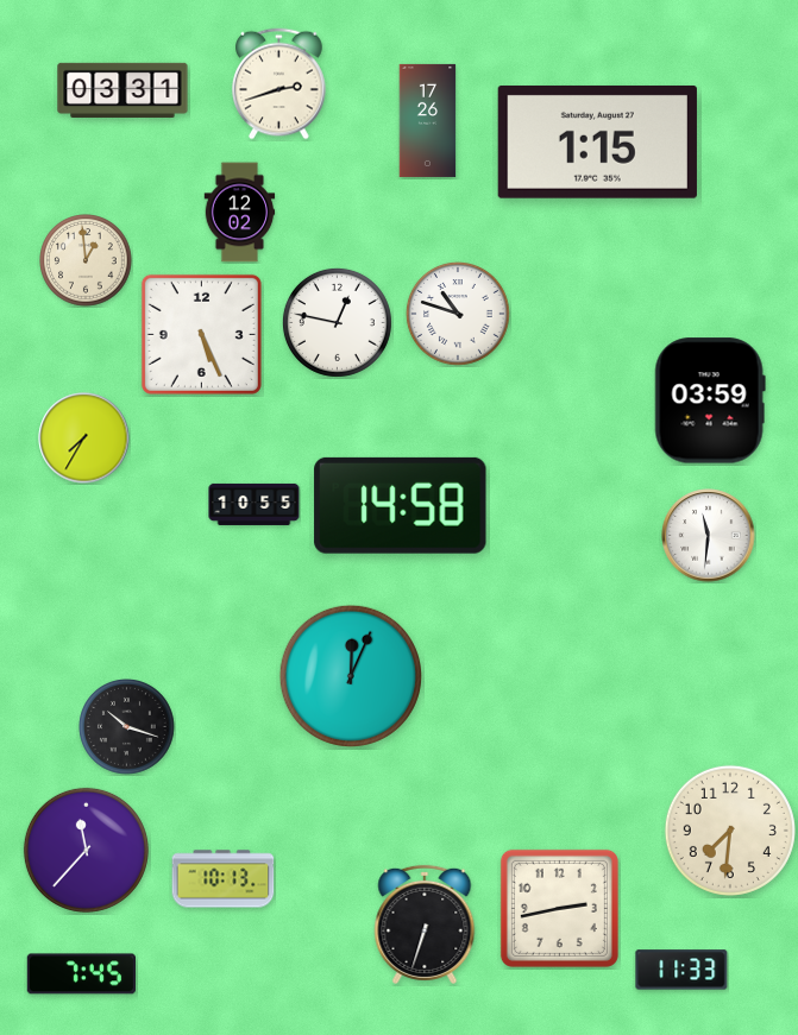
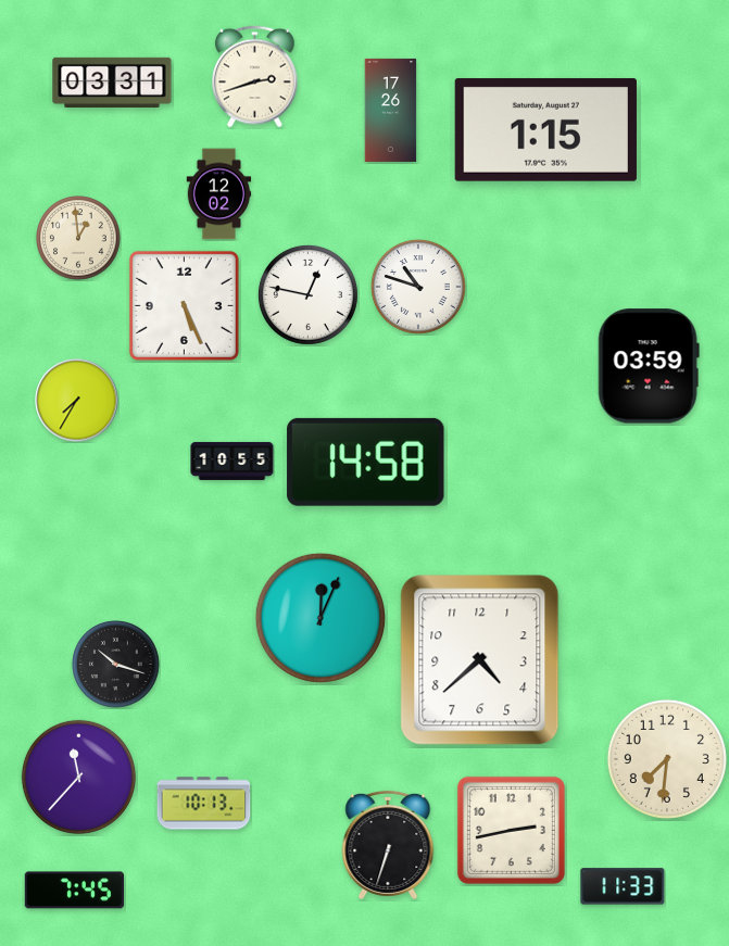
clock at (709, 536): 11:31 -> none
clock at (480, 660): none -> 4:38
